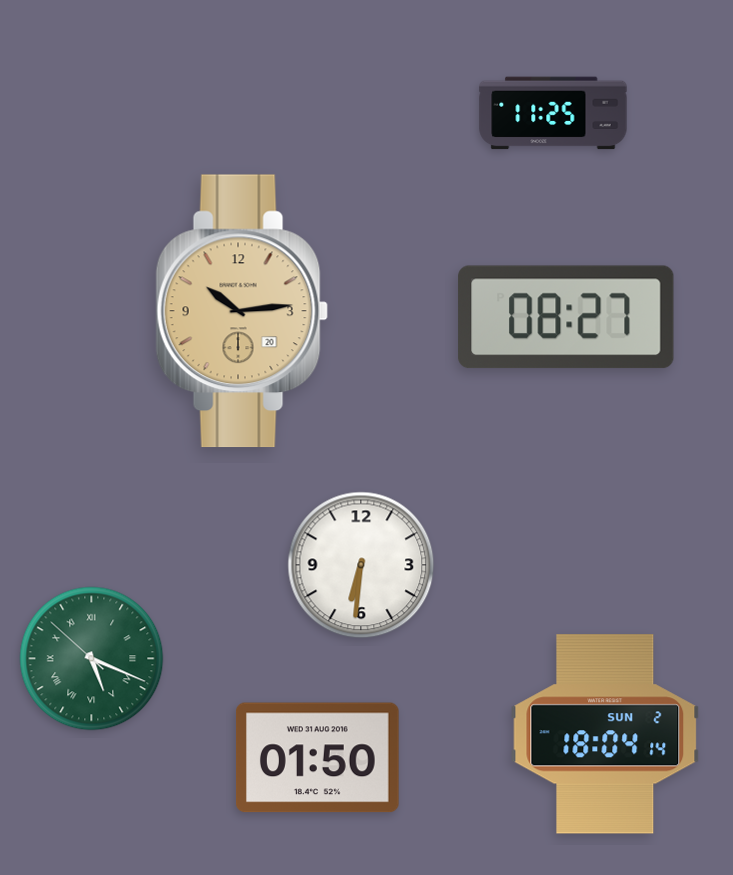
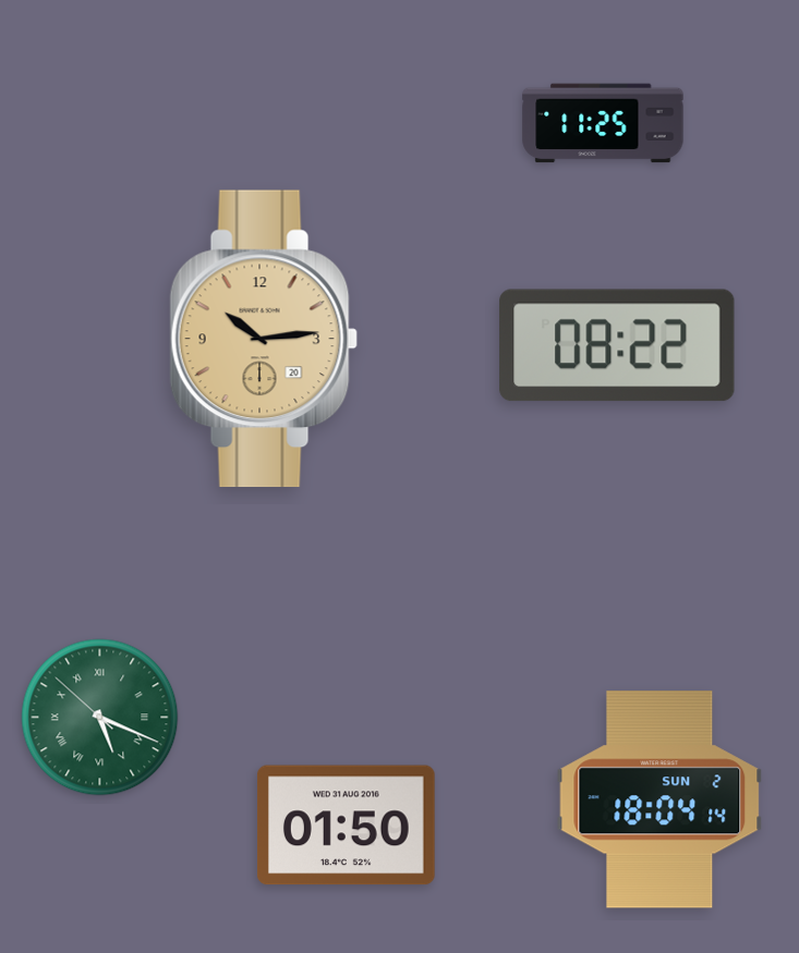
clock at (566, 317): 08:27 -> 08:22
clock at (361, 565): 6:31 -> none
